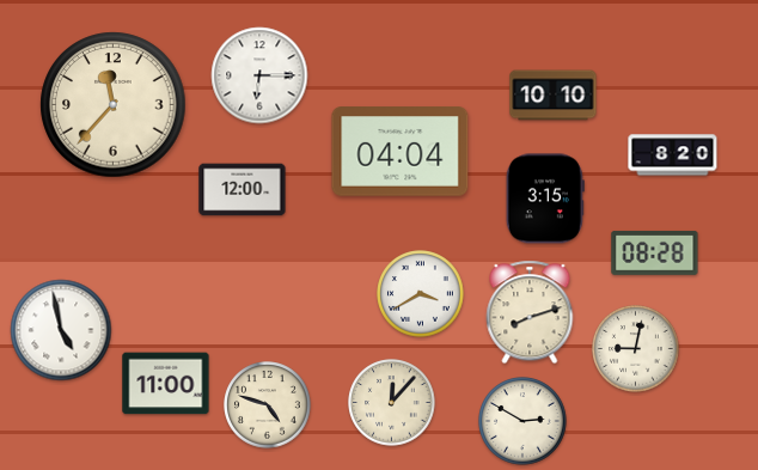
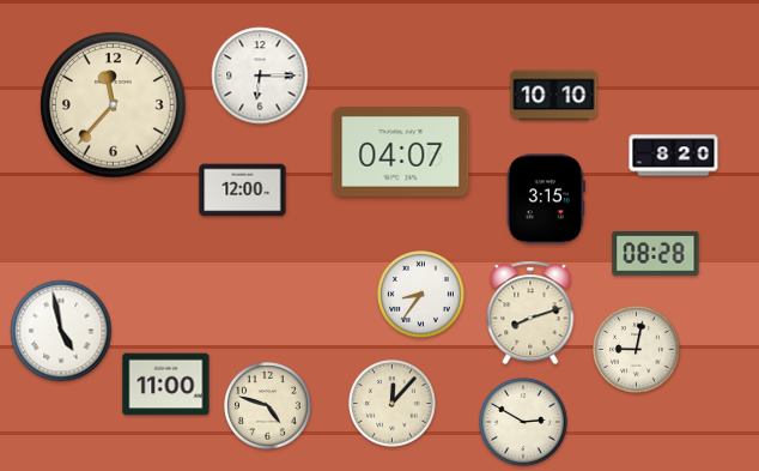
clock at (401, 152): 04:04 -> 04:07
clock at (421, 294): 3:40 -> 8:36
